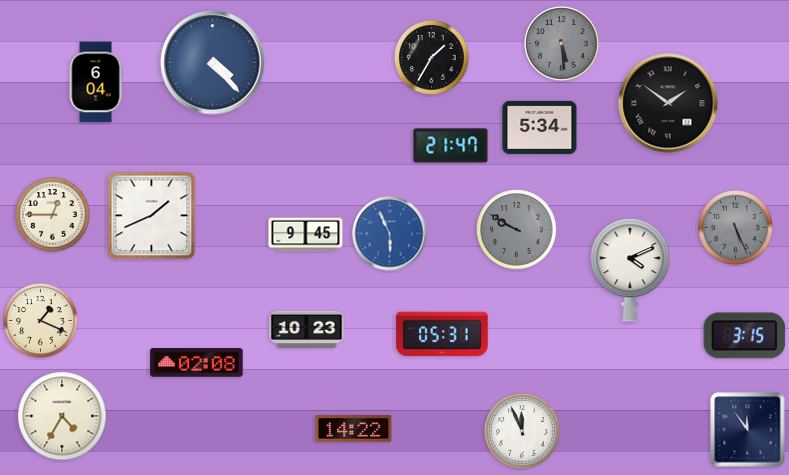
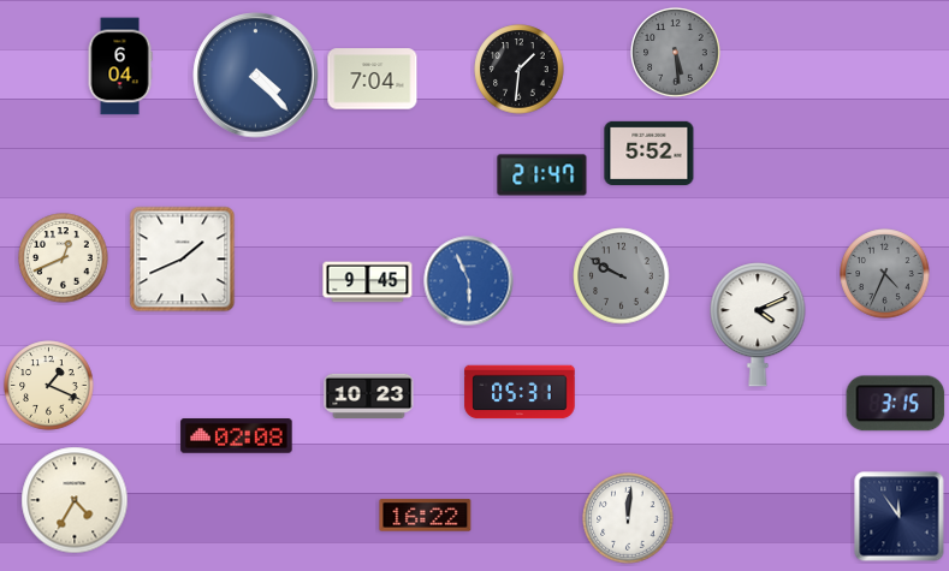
clock at (432, 58): 1:35 -> 1:31
clock at (373, 79): none -> 7:04
clock at (96, 82) position: (96, 82) -> (120, 66)
clock at (668, 103): 1:51 -> none
clock at (540, 127): 5:34 -> 5:52
clock at (53, 215): 12:45 -> 12:41
clock at (736, 228): 5:26 -> 4:34
clock at (442, 334) position: (442, 334) -> (520, 392)
clock at (354, 429): 14:22 -> 16:22
clock at (522, 431): 11:56 -> 12:01
